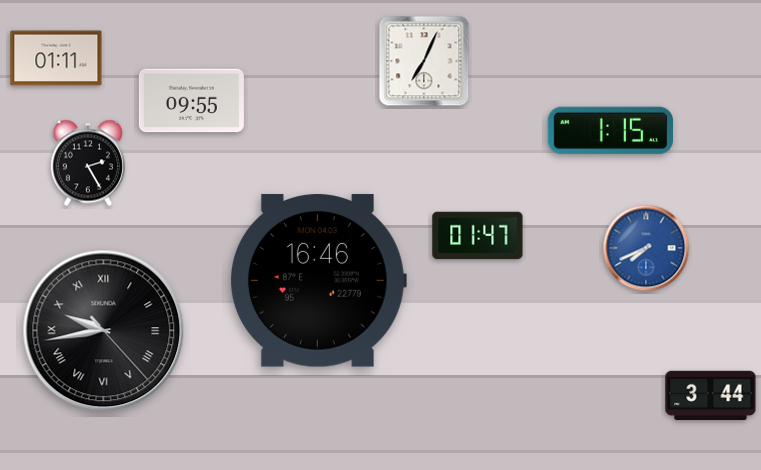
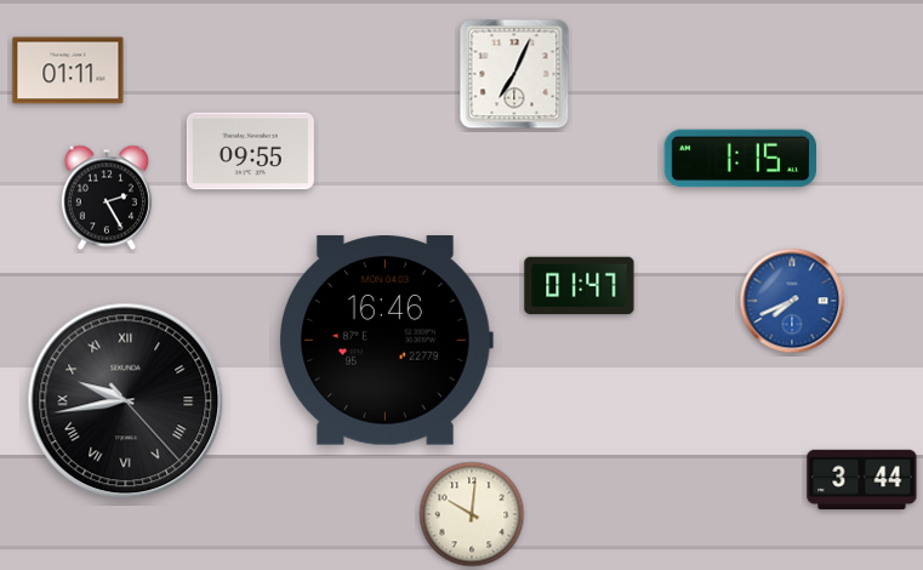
clock at (191, 101) position: (191, 101) -> (250, 152)
clock at (646, 248) position: (646, 248) -> (792, 301)
clock at (472, 514): none -> 10:01
